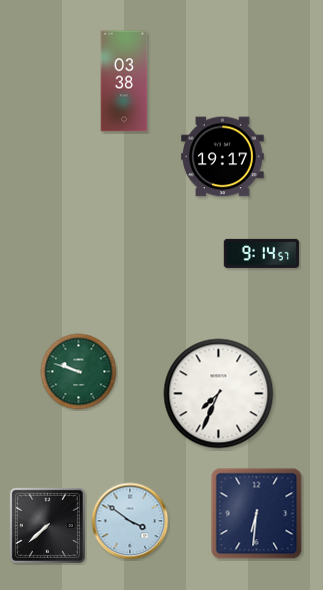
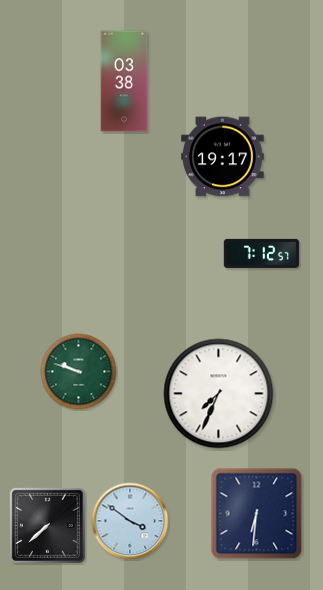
clock at (262, 253): 9:14 -> 7:12
